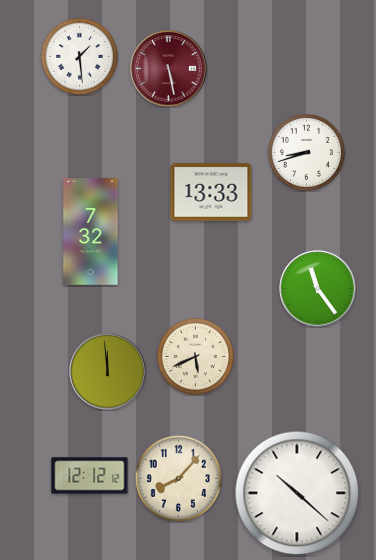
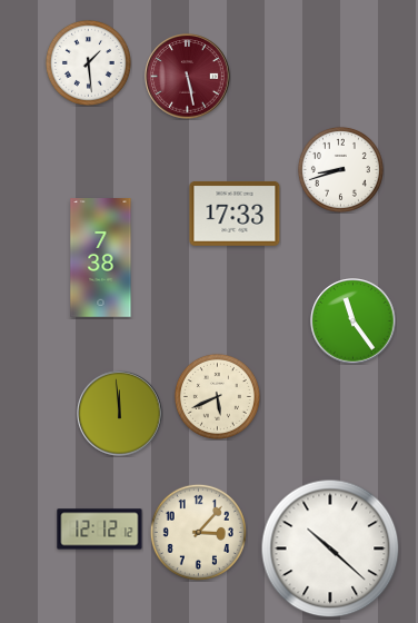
clock at (211, 192): 13:33 -> 17:33
clock at (91, 232): 7:32 -> 7:38
clock at (178, 478): 8:07 -> 3:07
